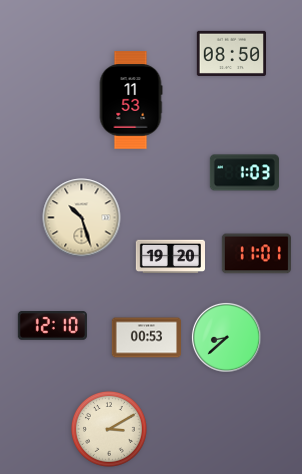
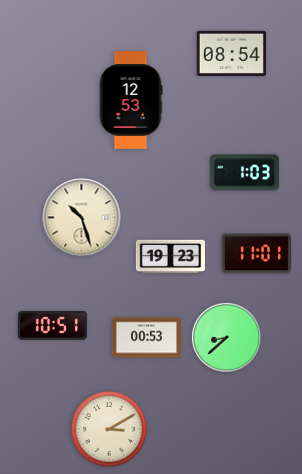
clock at (231, 53): 08:50 -> 08:54
clock at (131, 100): 11:53 -> 12:53
clock at (170, 257): 19:20 -> 19:23
clock at (52, 326): 12:10 -> 10:51
